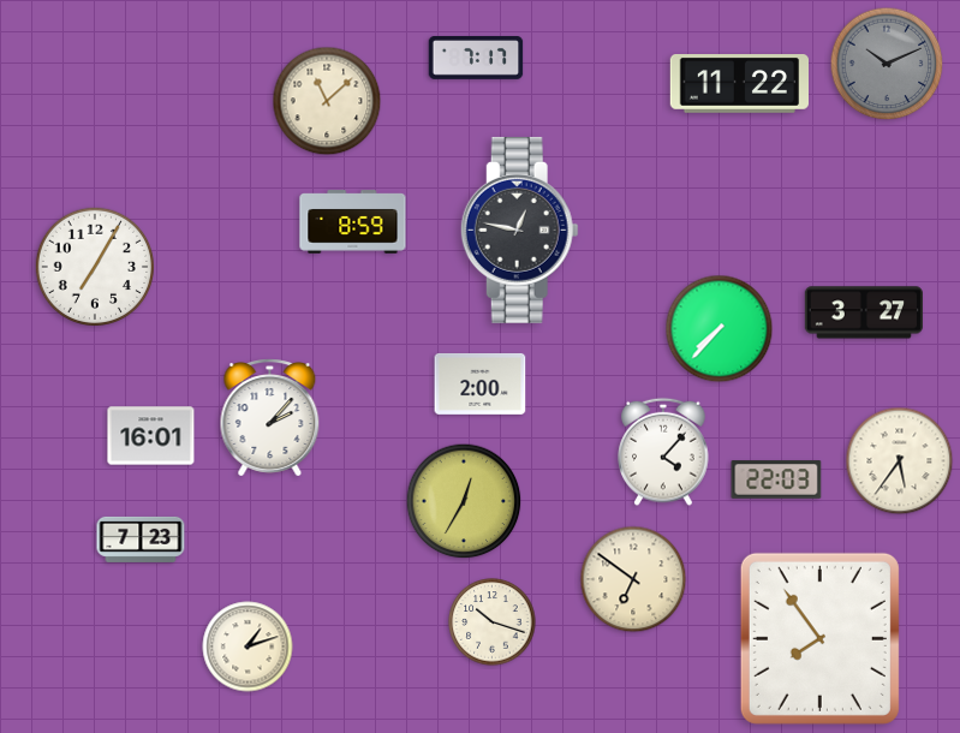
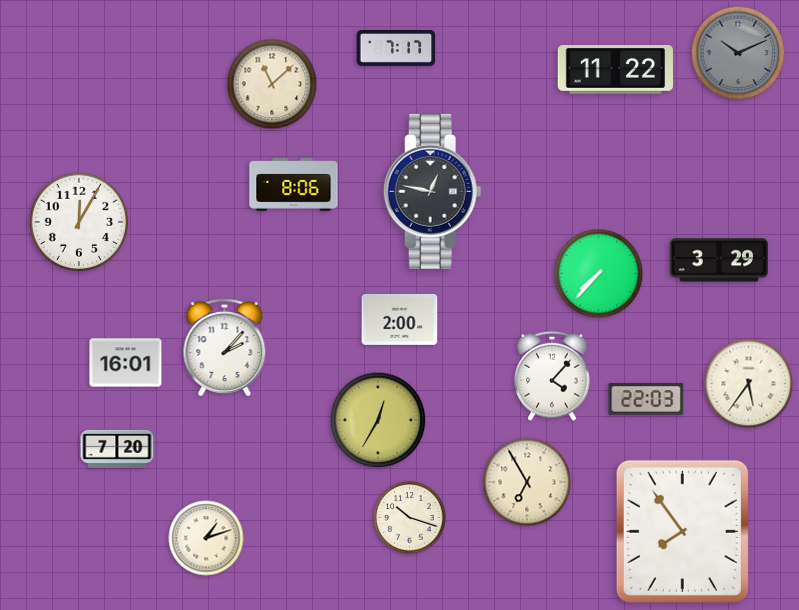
clock at (353, 222): 8:59 -> 8:06
clock at (94, 266): 7:05 -> 12:05
clock at (864, 312): 3:27 -> 3:29
clock at (464, 501) position: (464, 501) -> (378, 420)
clock at (141, 540): 7:23 -> 7:20
clock at (633, 579): 6:51 -> 6:55
